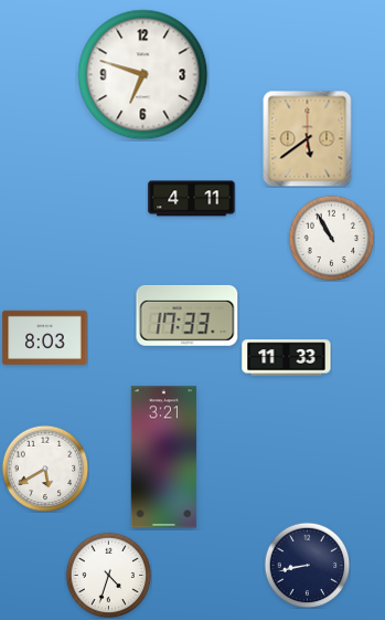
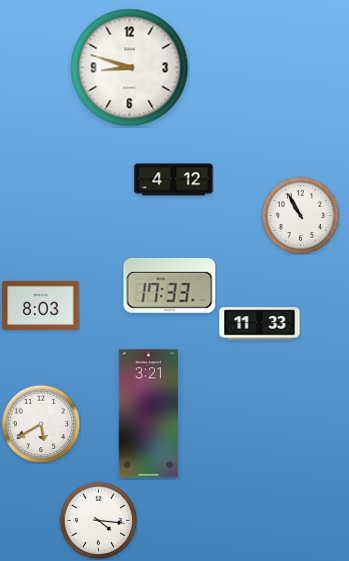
clock at (143, 75): 6:48 -> 8:48
clock at (308, 138): 5:39 -> none
clock at (192, 199): 4:11 -> 4:12
clock at (307, 565): 8:43 -> none
clock at (108, 575): 4:33 -> 4:16
